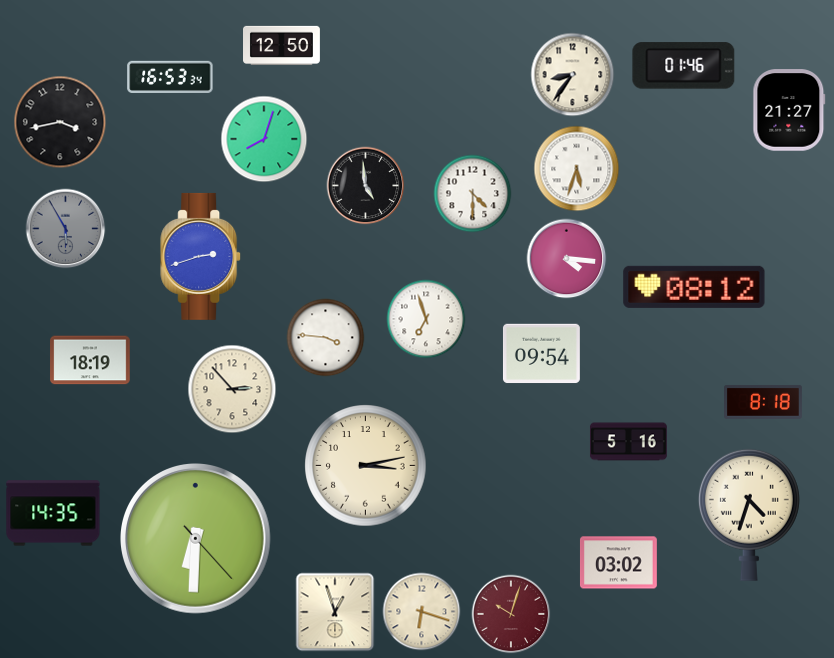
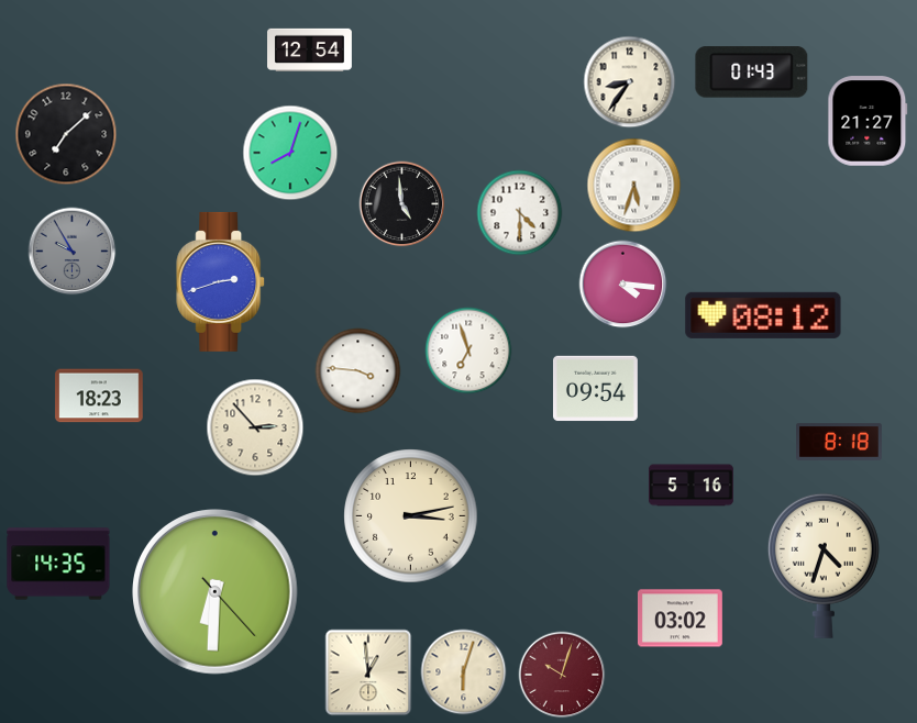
clock at (282, 45): 12:50 -> 12:54
clock at (684, 66): 01:46 -> 01:43
clock at (170, 77): 16:53 -> none
clock at (60, 122): 3:43 -> 7:08
clock at (65, 228): 5:55 -> 9:55
clock at (90, 360): 18:19 -> 18:23
clock at (366, 466) position: (366, 466) -> (411, 516)
clock at (421, 611): 6:18 -> 6:03
clock at (335, 612): 12:57 -> 12:59
